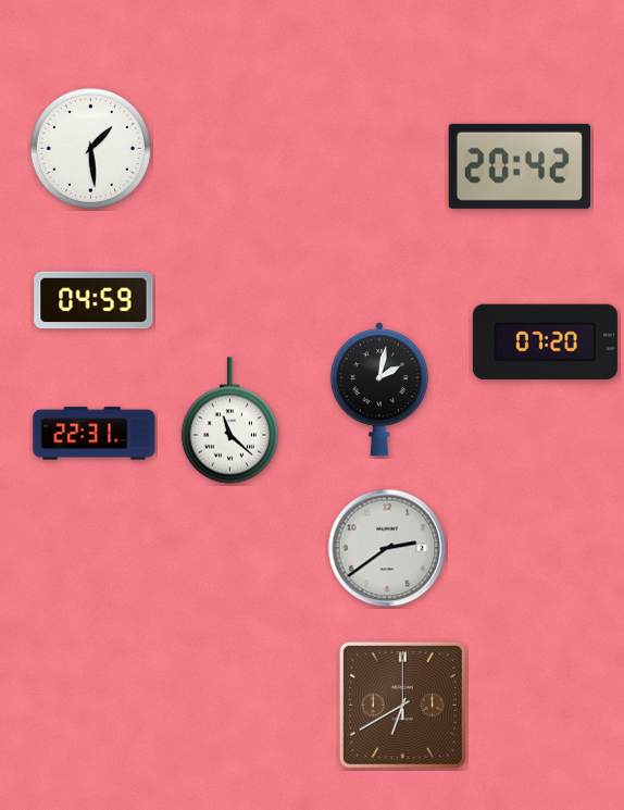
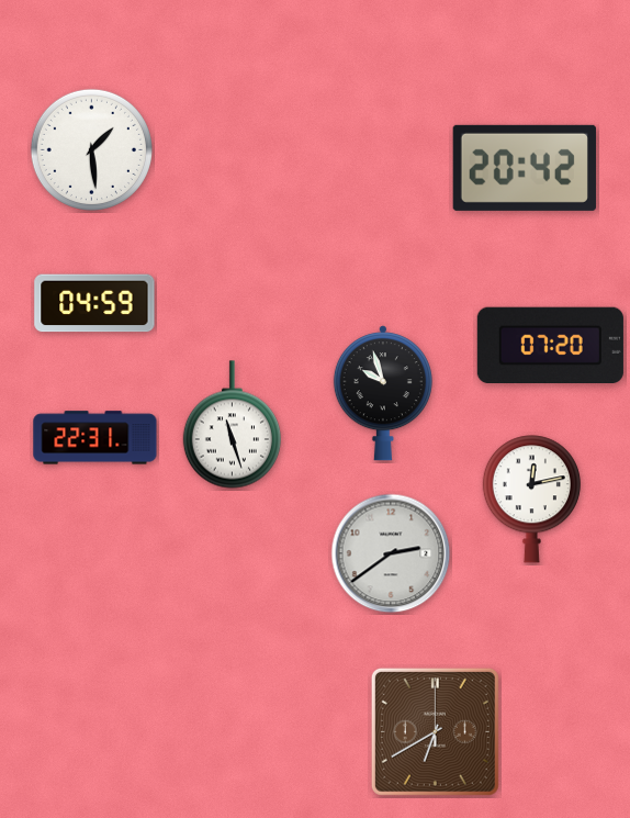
clock at (379, 389): 2:02 -> 9:57
clock at (229, 421): 11:22 -> 11:27
clock at (531, 500): none -> 12:13
clock at (402, 705) position: (402, 705) -> (435, 731)
